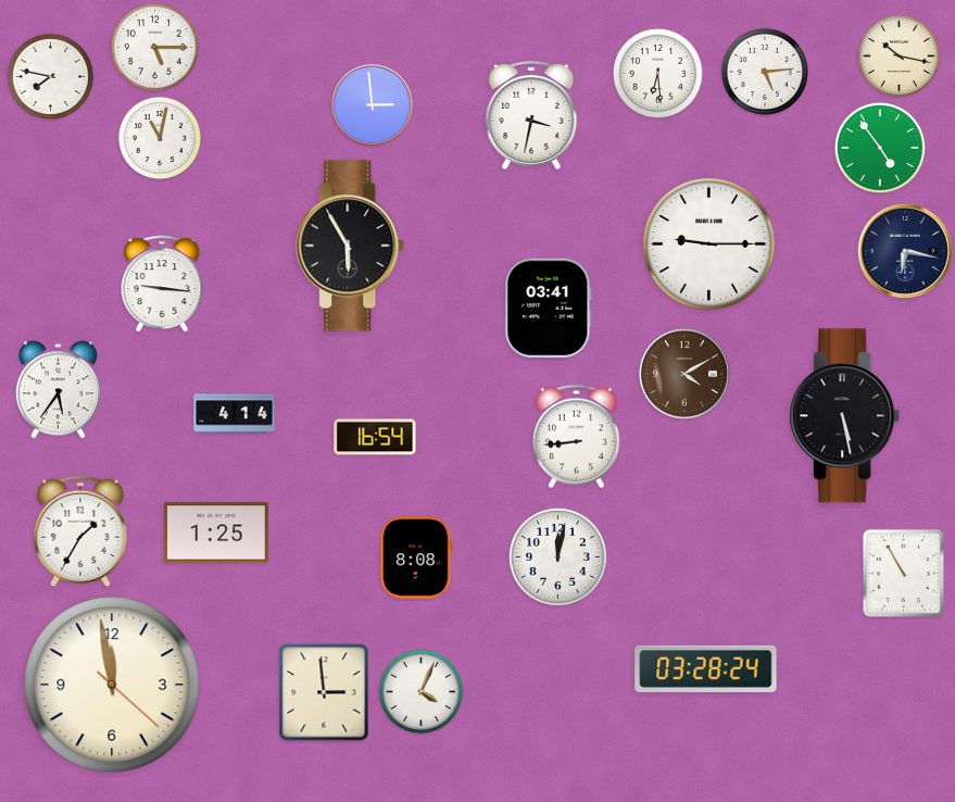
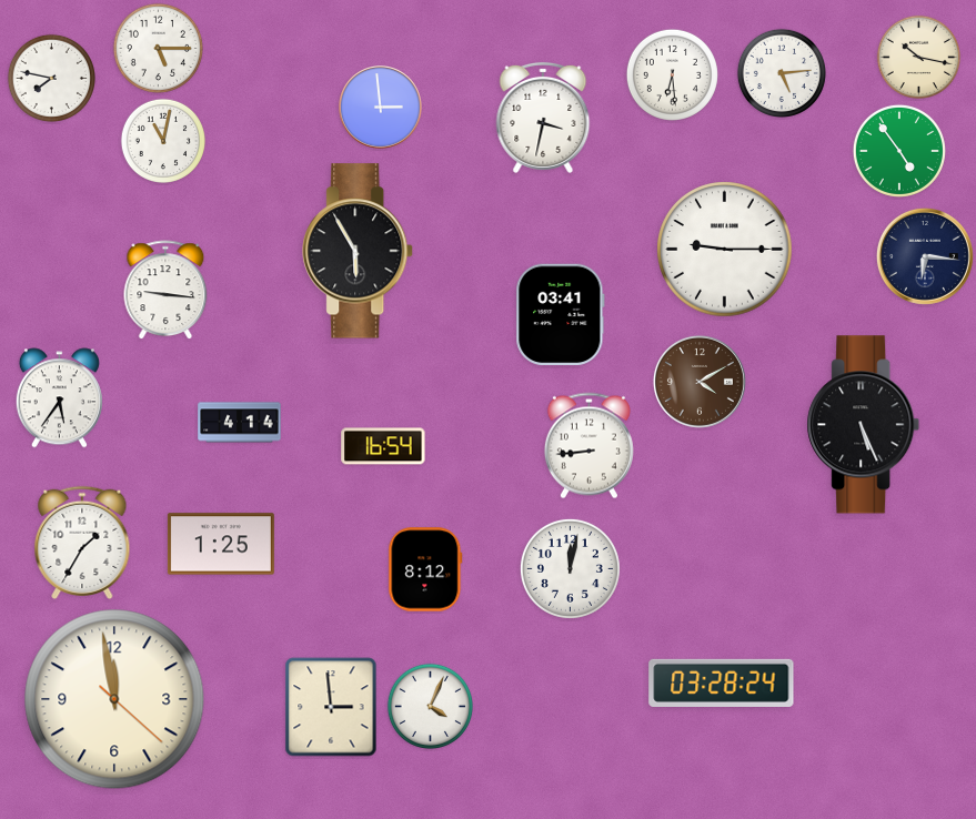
clock at (905, 251): 6:17 -> 6:16
clock at (845, 416): 5:28 -> 5:26
clock at (416, 557): 8:08 -> 8:12
clock at (903, 573): 10:55 -> none
